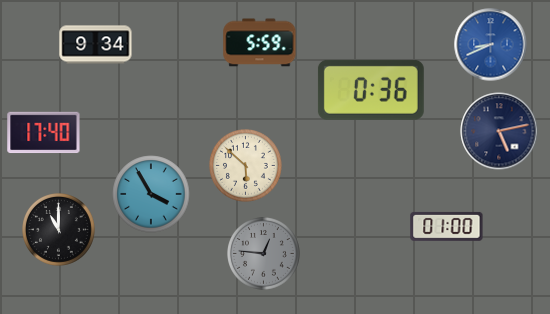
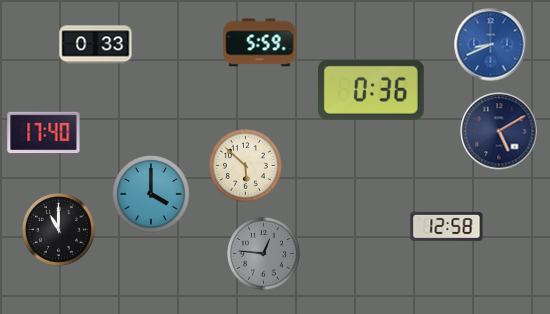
clock at (96, 45): 9:34 -> 0:33
clock at (499, 131): 5:13 -> 5:10
clock at (151, 194): 3:55 -> 4:00
clock at (447, 226): 01:00 -> 12:58
